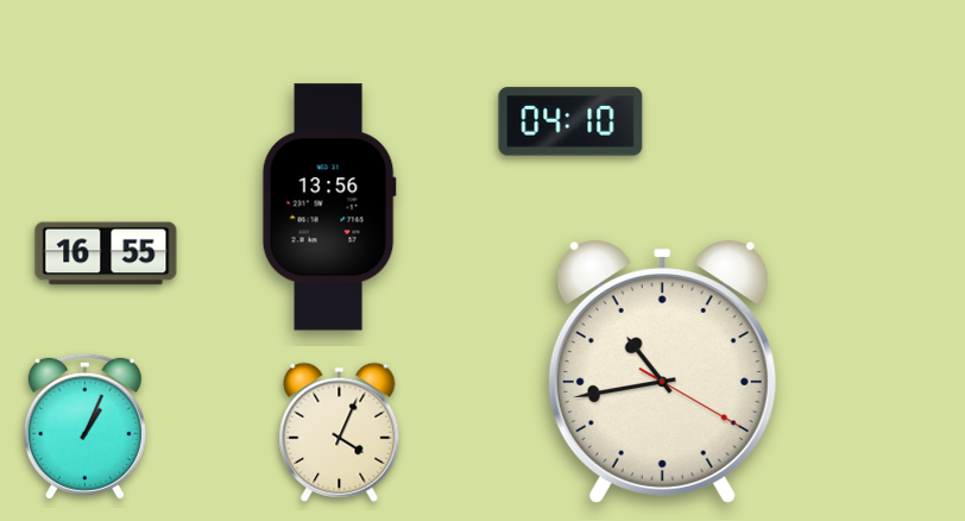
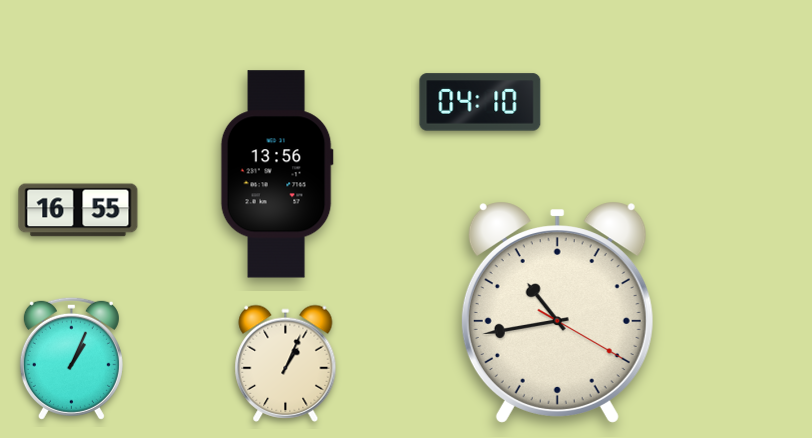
clock at (106, 253) position: (106, 253) -> (78, 210)
clock at (340, 432): 4:04 -> 1:04
